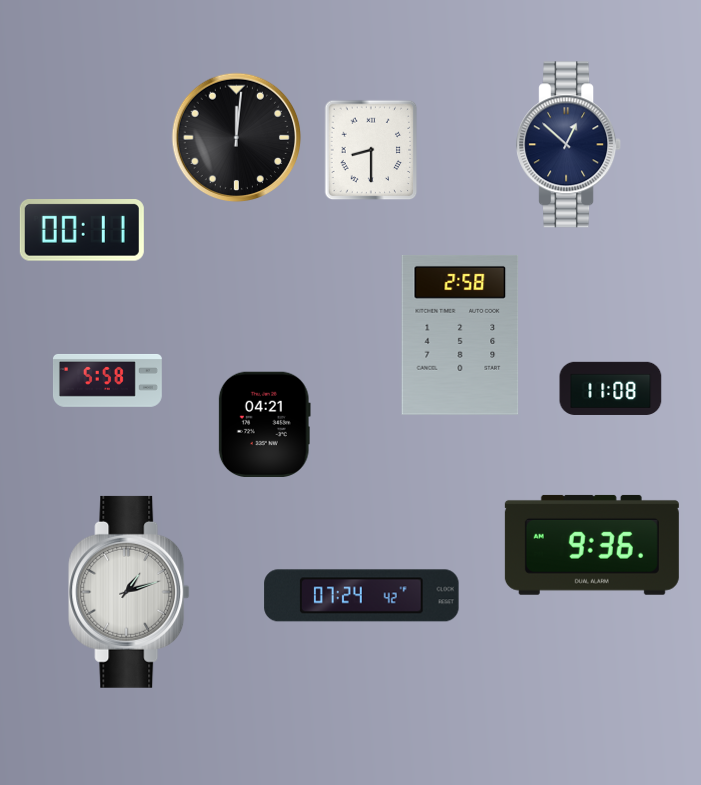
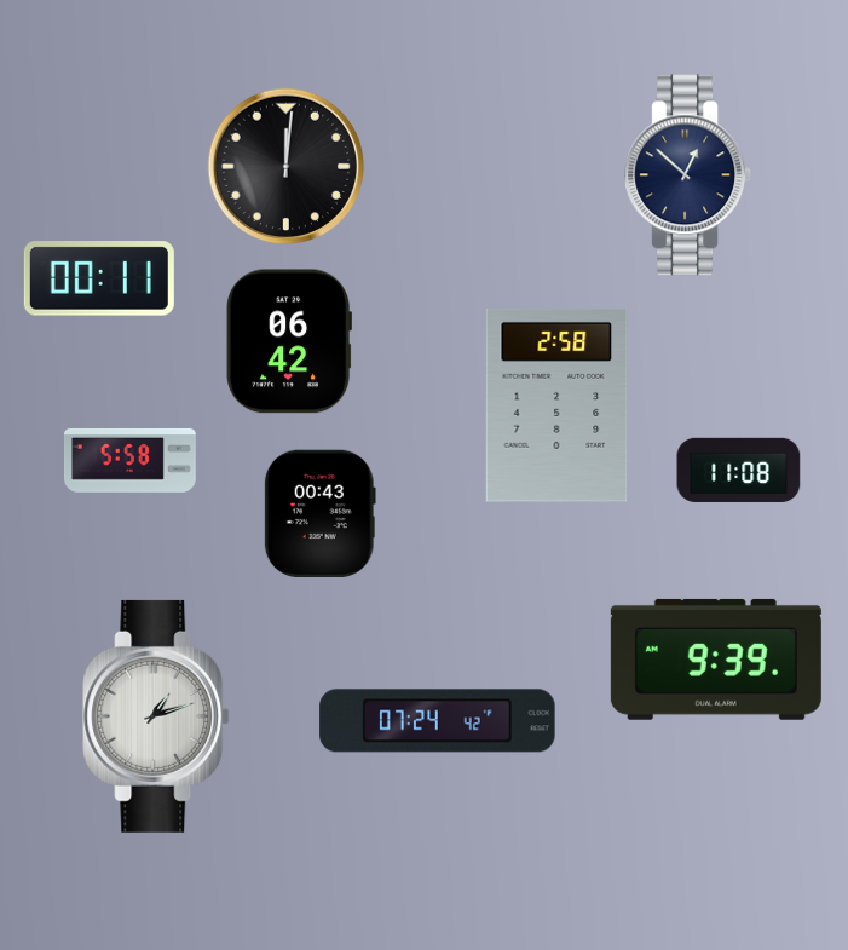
clock at (371, 150): 8:30 -> none
clock at (288, 341): none -> 06:42
clock at (264, 424): 04:21 -> 00:43
clock at (592, 545): 9:36 -> 9:39
